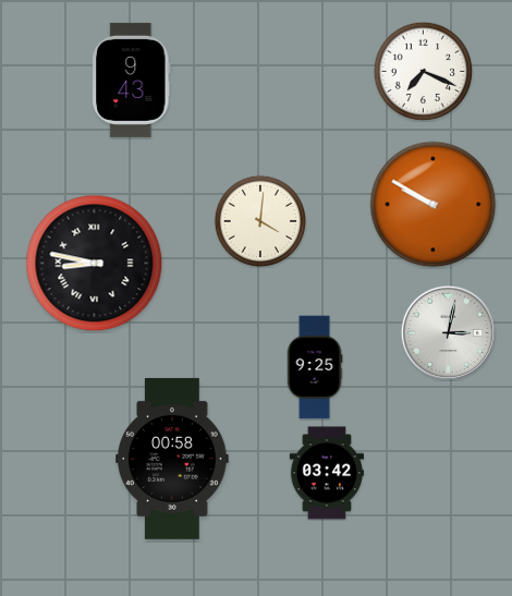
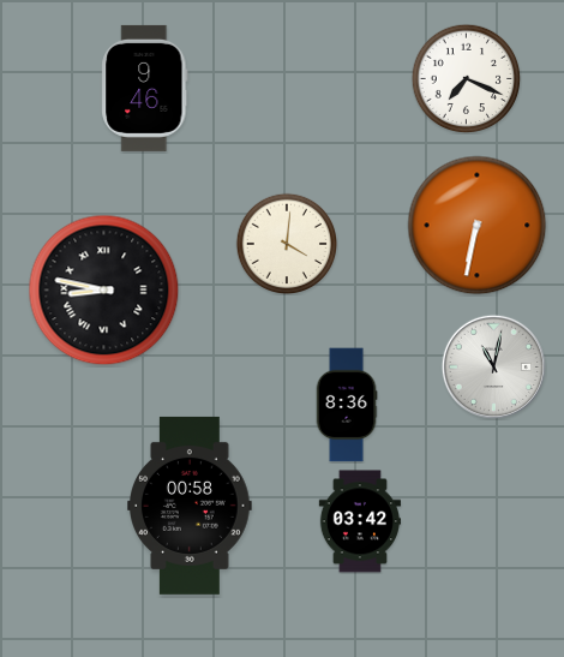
clock at (132, 80): 9:43 -> 9:46
clock at (434, 205): 9:50 -> 6:32
clock at (448, 332): 3:02 -> 11:02
clock at (315, 367): 9:25 -> 8:36
